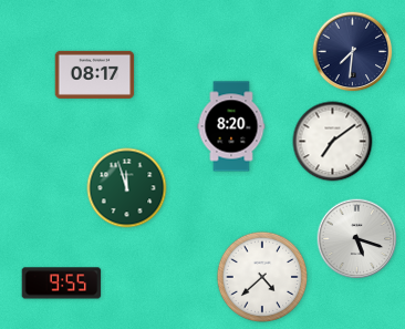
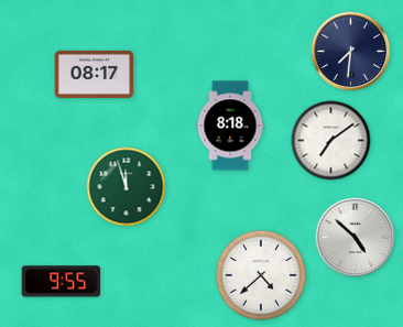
clock at (231, 126): 8:20 -> 8:18
clock at (357, 239): 5:18 -> 4:52
